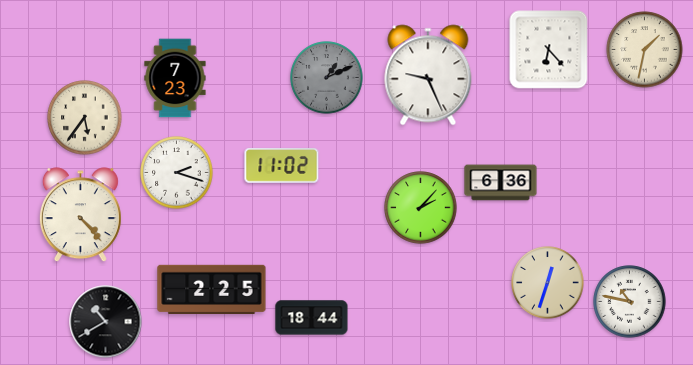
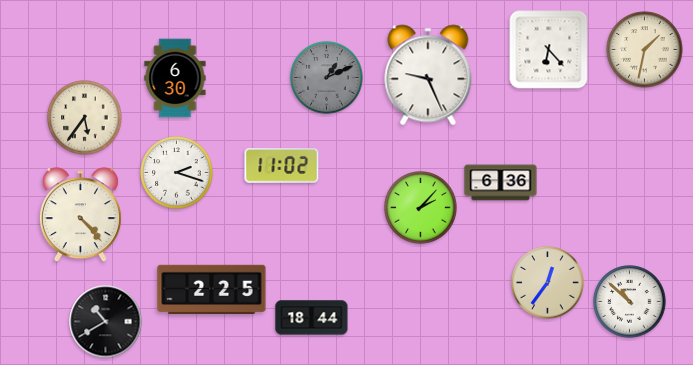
clock at (175, 78): 7:23 -> 6:30
clock at (548, 283): 12:33 -> 12:36
clock at (630, 302): 10:47 -> 10:52
